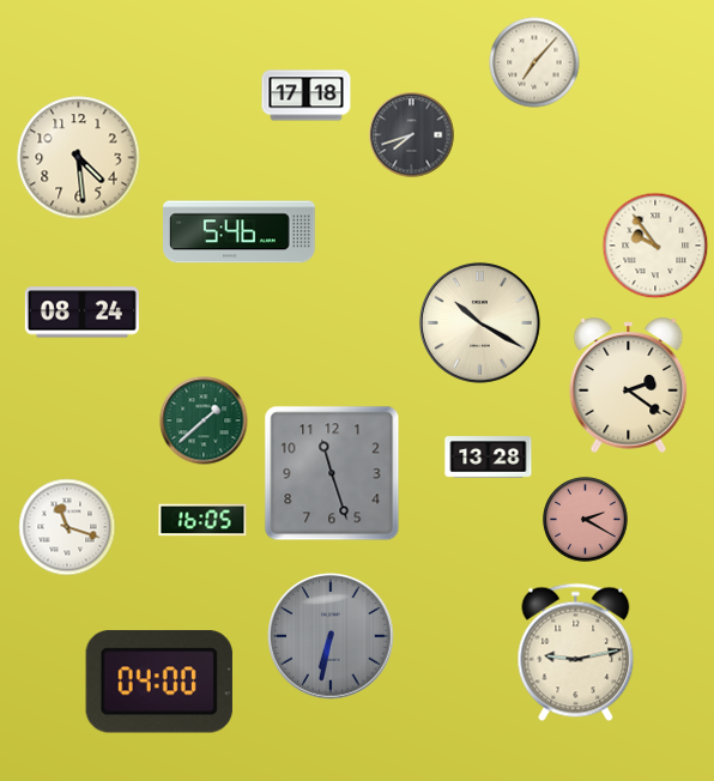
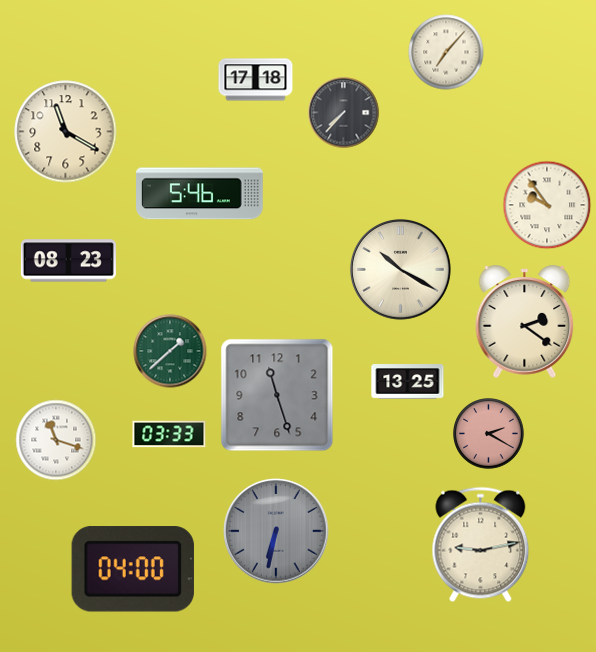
clock at (412, 135): 7:42 -> 7:37
clock at (79, 158): 4:29 -> 11:20
clock at (81, 313): 08:24 -> 08:23
clock at (489, 458): 13:28 -> 13:25
clock at (202, 520): 16:05 -> 03:33
